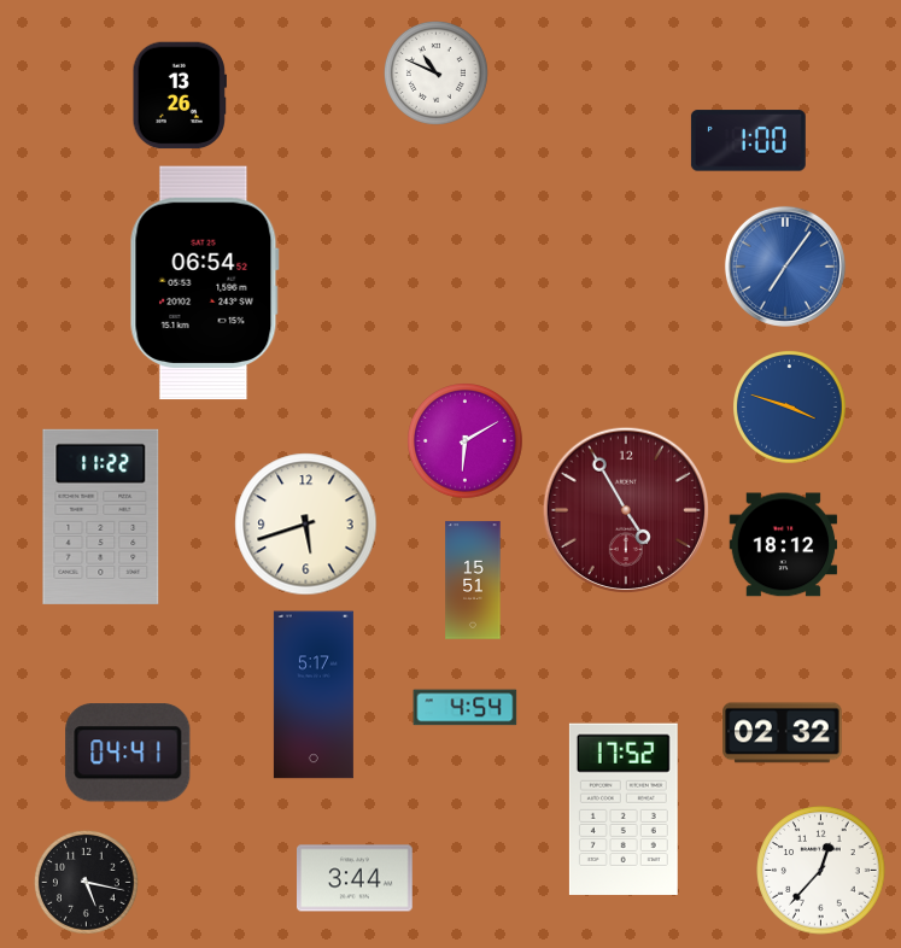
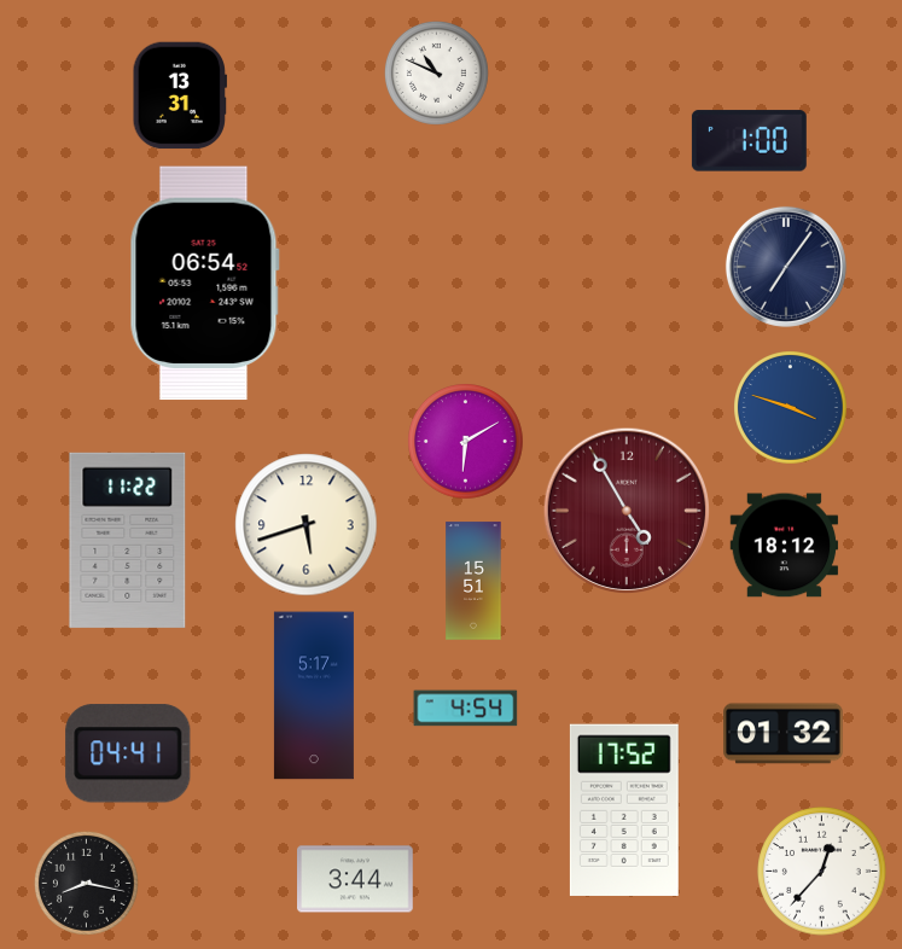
clock at (179, 95): 13:26 -> 13:31
clock at (785, 267) dial: blue -> navy
clock at (101, 516) position: (101, 516) -> (128, 540)
clock at (783, 733): 02:32 -> 01:32
clock at (86, 882): 5:17 -> 8:17
